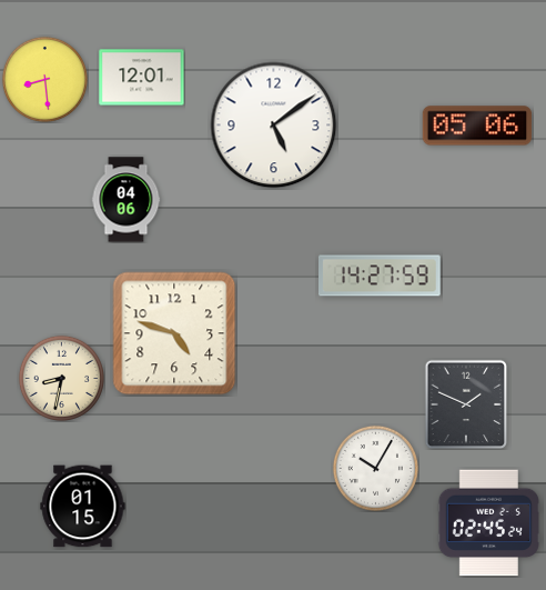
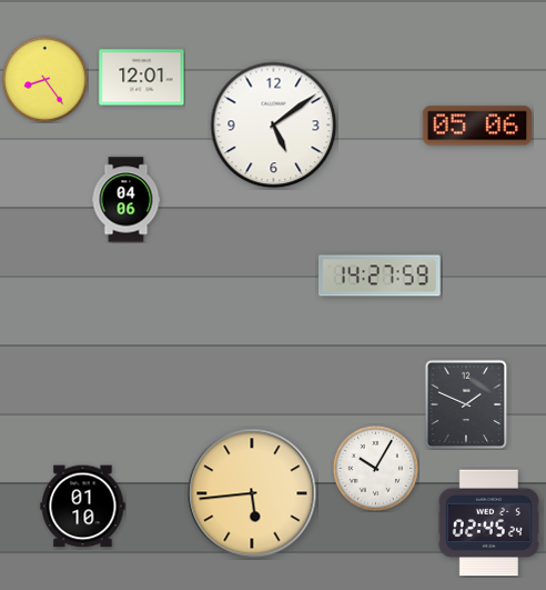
clock at (44, 79): 8:29 -> 8:24
clock at (174, 333): 4:48 -> none
clock at (61, 378): 8:32 -> none
clock at (252, 493): none -> 5:44
clock at (83, 507): 01:15 -> 01:10
